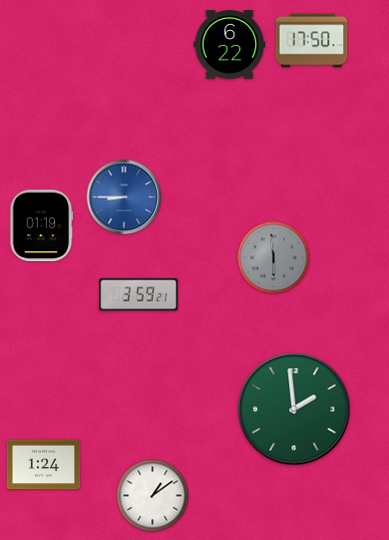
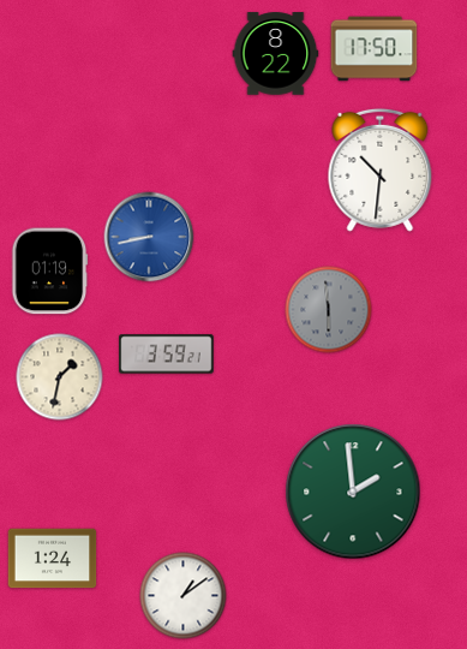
clock at (230, 45): 6:22 -> 8:22
clock at (381, 169): none -> 10:31
clock at (124, 197): 8:45 -> 8:43
clock at (60, 377): none -> 1:32
